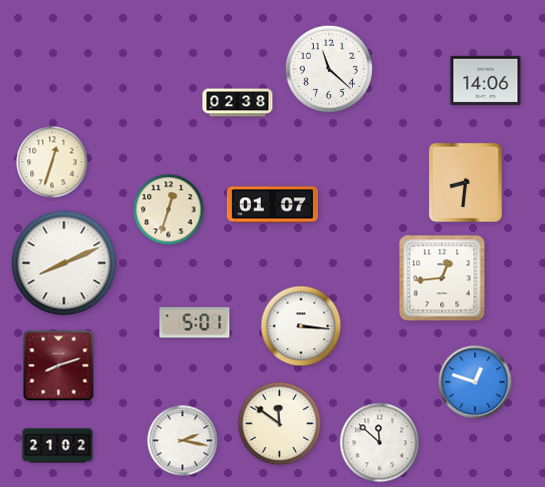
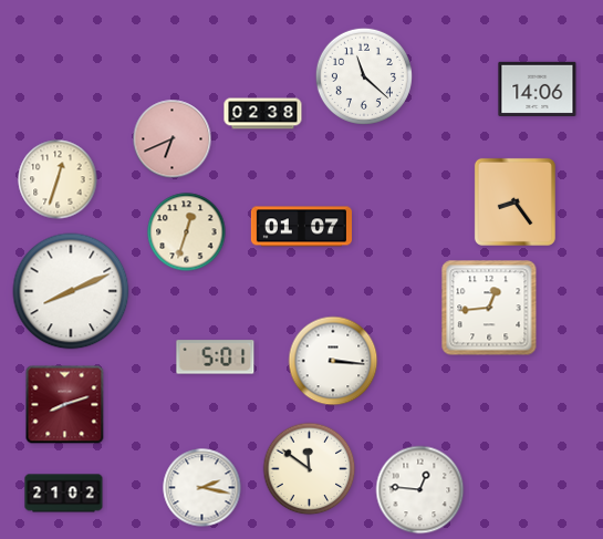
clock at (173, 139): none -> 6:41
clock at (465, 182): 8:31 -> 8:24
clock at (475, 382): 12:48 -> none
clock at (380, 443): 11:52 -> 12:46
